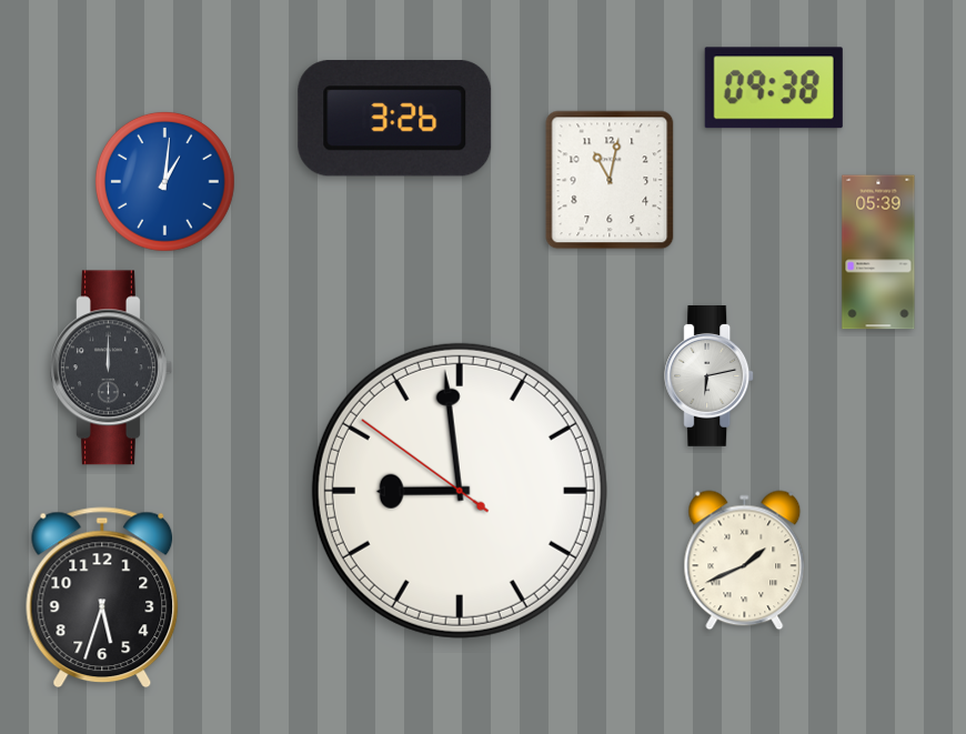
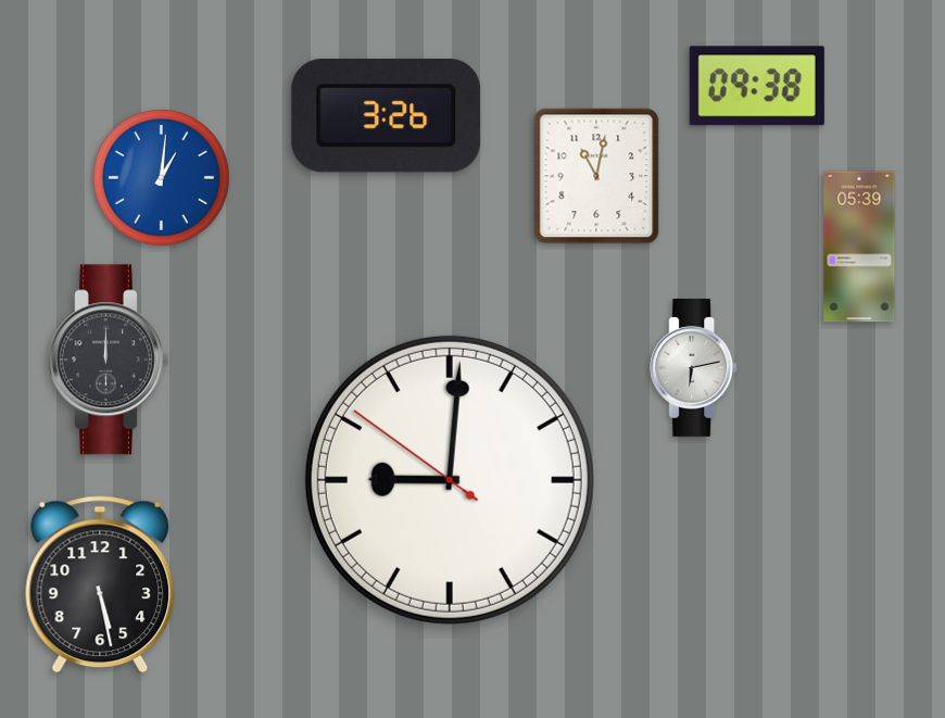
clock at (460, 491): 8:58 -> 9:00
clock at (745, 561): 1:41 -> none
clock at (102, 597): 5:33 -> 5:28
